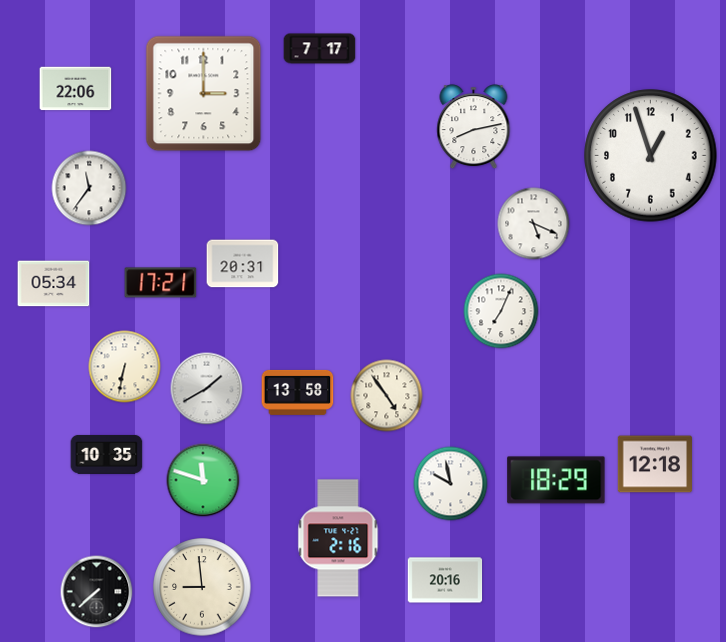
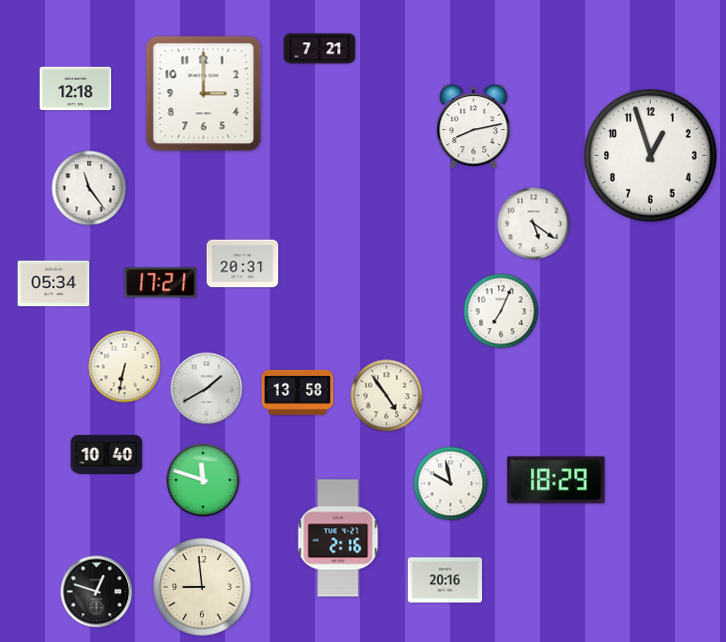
clock at (320, 49): 7:17 -> 7:21
clock at (76, 89): 22:06 -> 12:18
clock at (89, 188): 11:36 -> 11:24
clock at (534, 224): 5:19 -> 5:21
clock at (107, 454): 10:35 -> 10:40
clock at (654, 464): 12:18 -> none
clock at (97, 592): 7:38 -> 12:48
